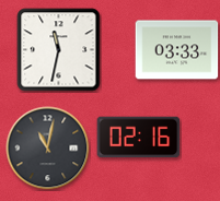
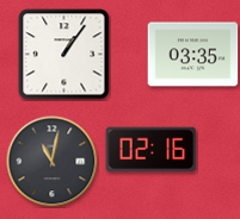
clock at (59, 50): 11:32 -> 1:06
clock at (177, 50): 03:33 -> 03:35
